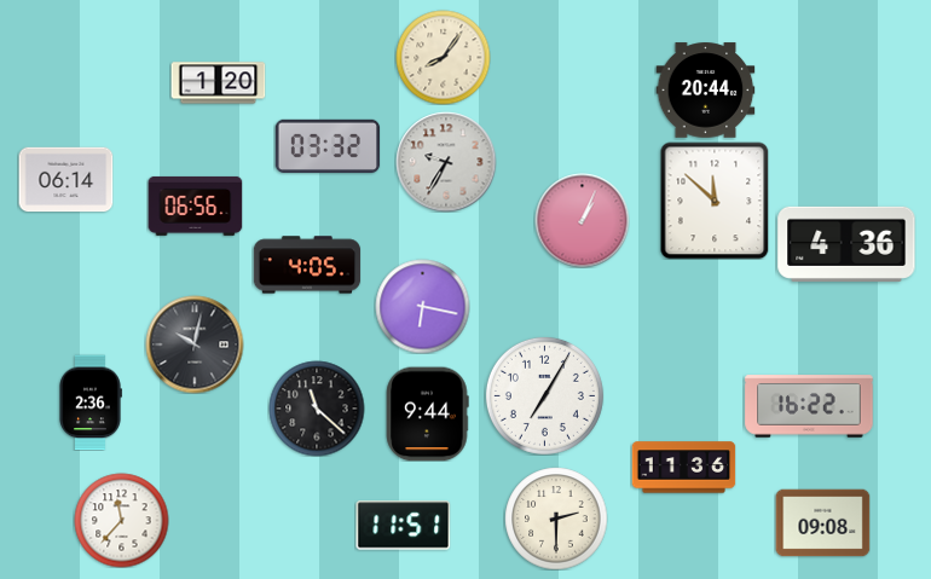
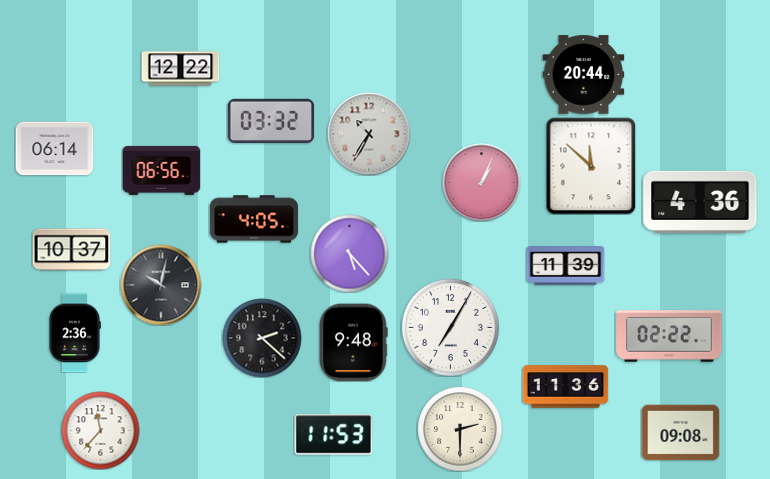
clock at (443, 57): 8:06 -> none
clock at (218, 83): 1:20 -> 12:22
clock at (446, 162): 9:35 -> 10:35
clock at (71, 250): none -> 10:37
clock at (422, 306): 6:17 -> 5:23
clock at (565, 266): none -> 11:39
clock at (809, 406): 16:22 -> 02:22
clock at (317, 409): 11:22 -> 2:22
clock at (427, 413): 9:44 -> 9:48
clock at (403, 526): 11:51 -> 11:53
